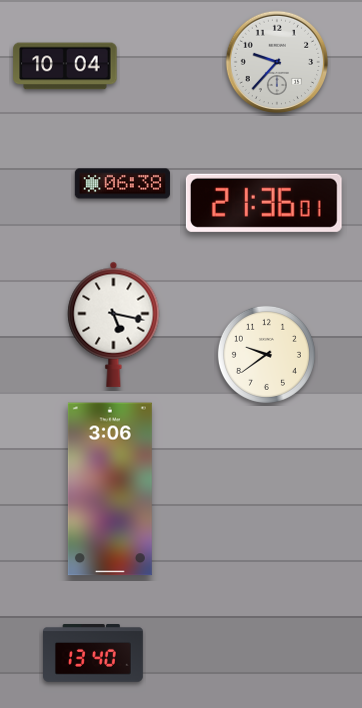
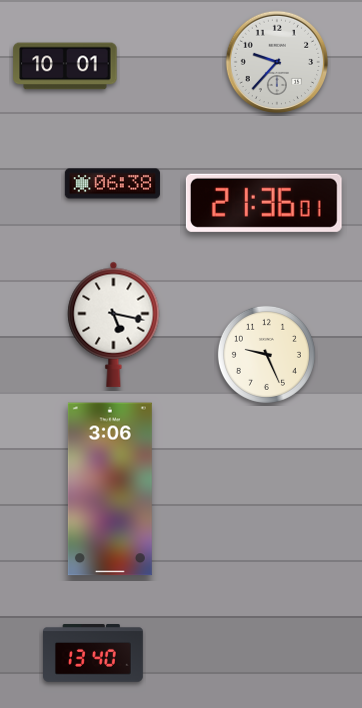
clock at (65, 66): 10:04 -> 10:01
clock at (122, 184) position: (122, 184) -> (112, 184)
clock at (266, 354): 9:39 -> 9:26
